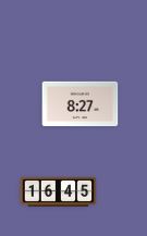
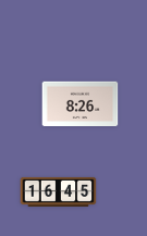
clock at (81, 103): 8:27 -> 8:26
